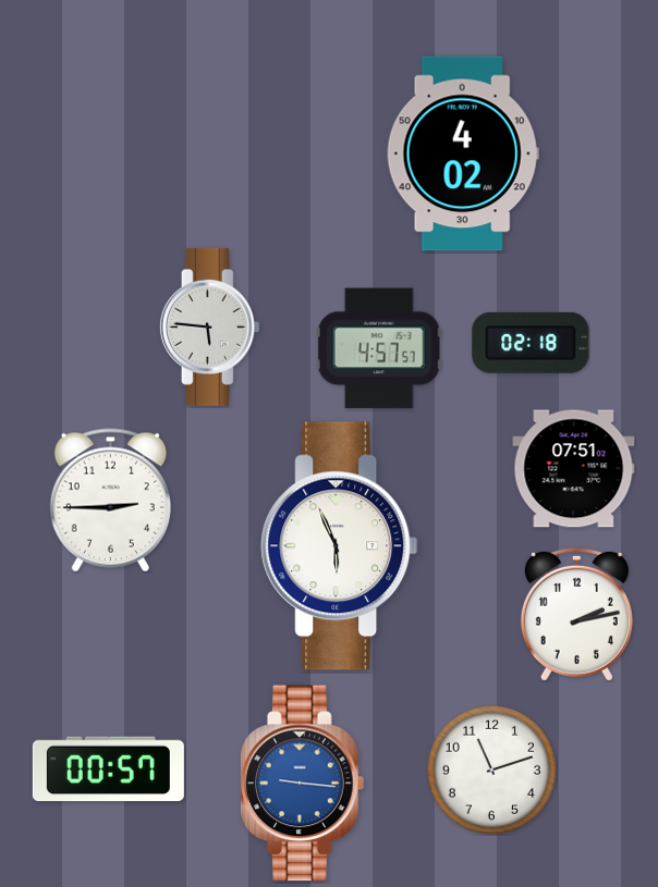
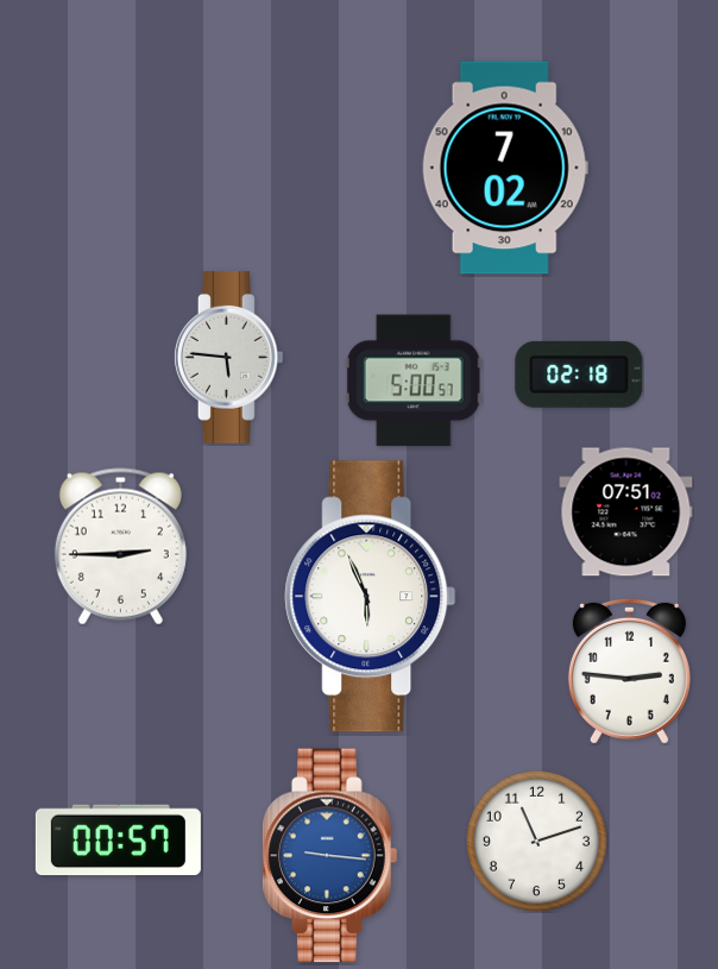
clock at (463, 153): 4:02 -> 7:02
clock at (379, 348): 4:57 -> 5:00
clock at (576, 614): 2:13 -> 2:46
